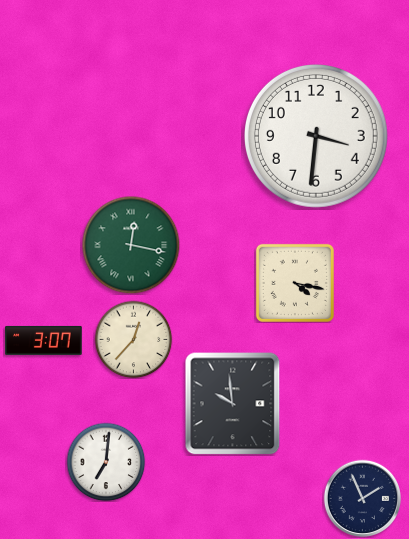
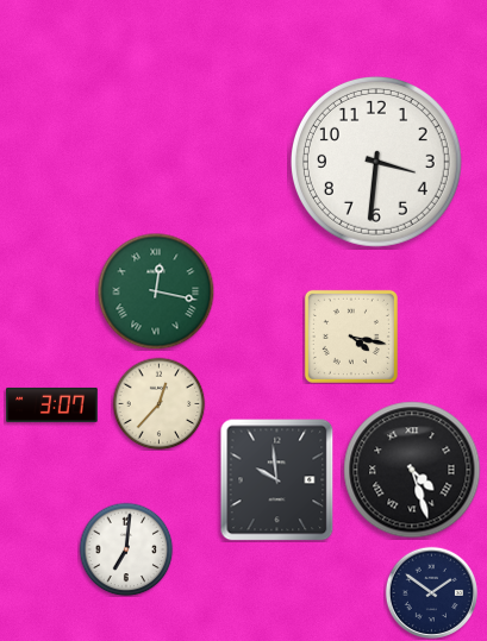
clock at (412, 470): none -> 4:27
clock at (362, 498): 1:56 -> 1:51
